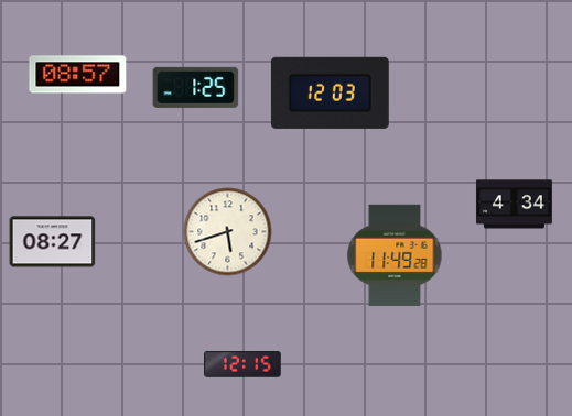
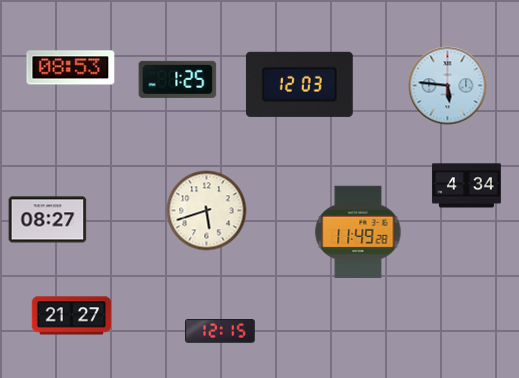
clock at (78, 75): 08:57 -> 08:53
clock at (448, 86): none -> 5:46
clock at (72, 316): none -> 21:27
